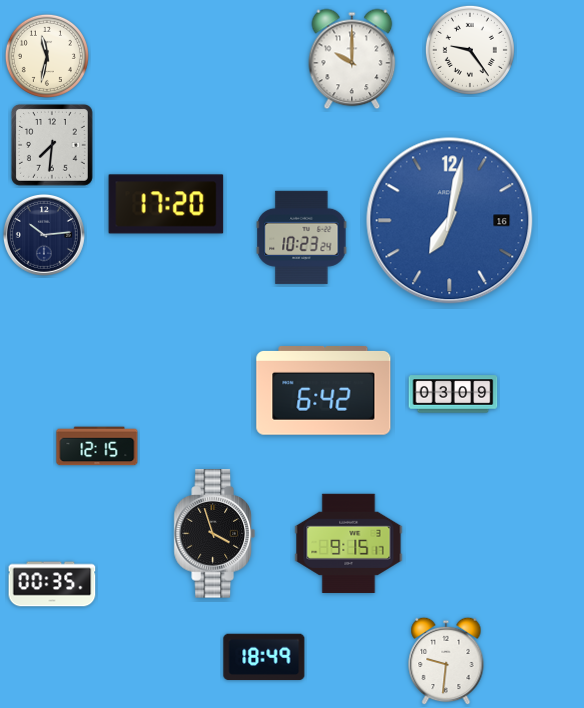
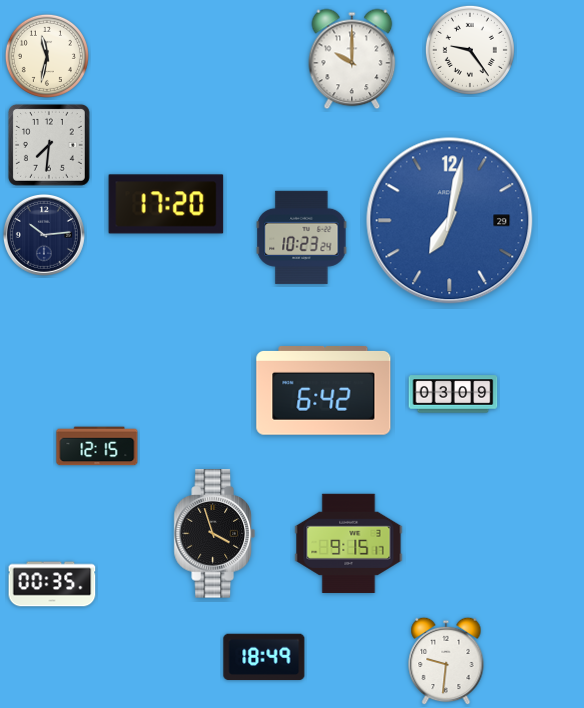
clock at (52, 145) position: (52, 145) -> (49, 145)
clock at (450, 221) date: 16 -> 29
